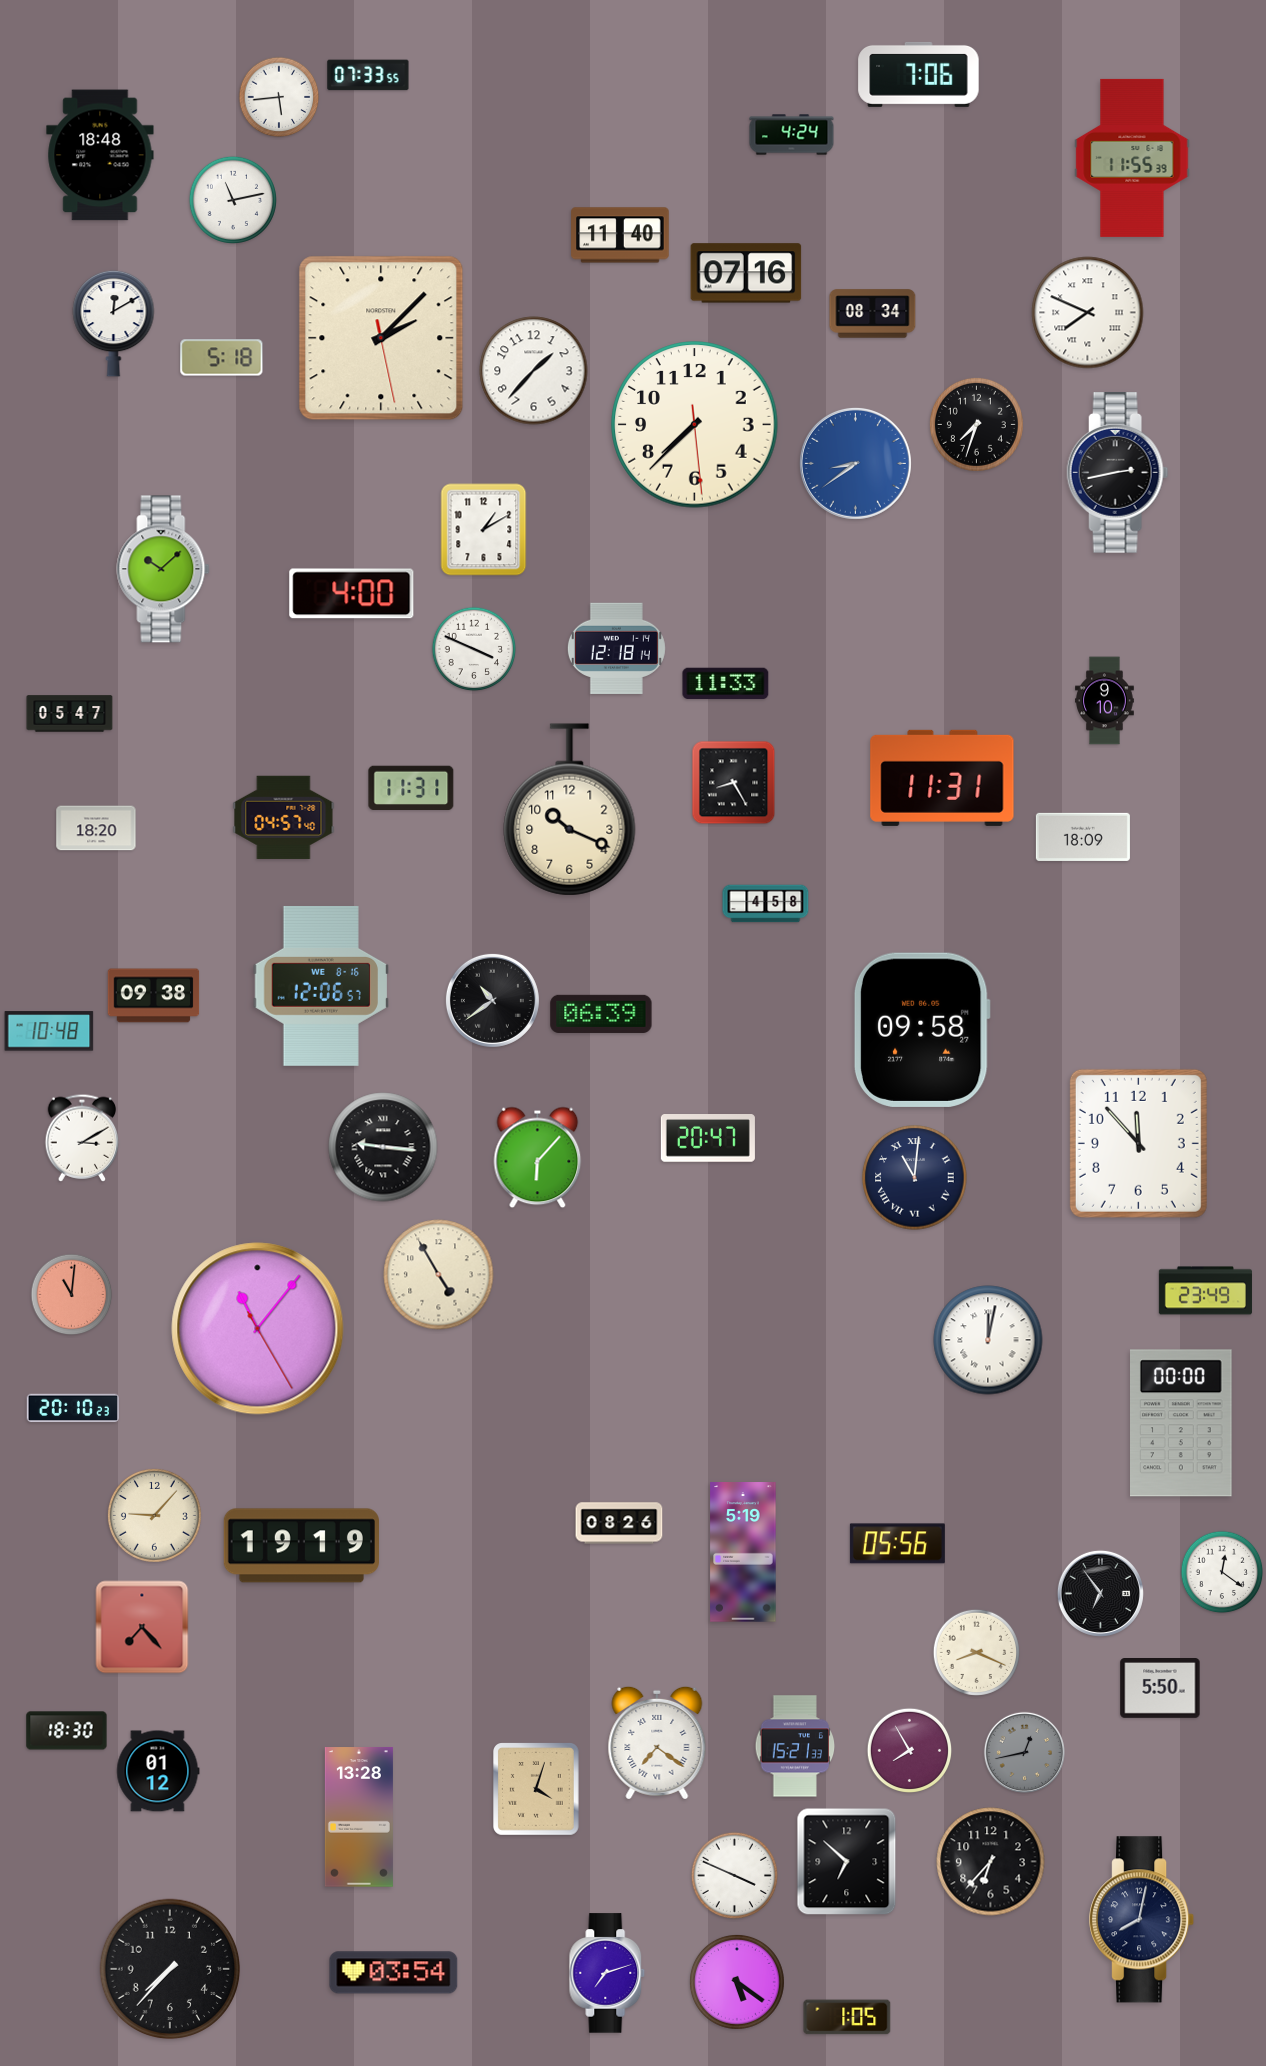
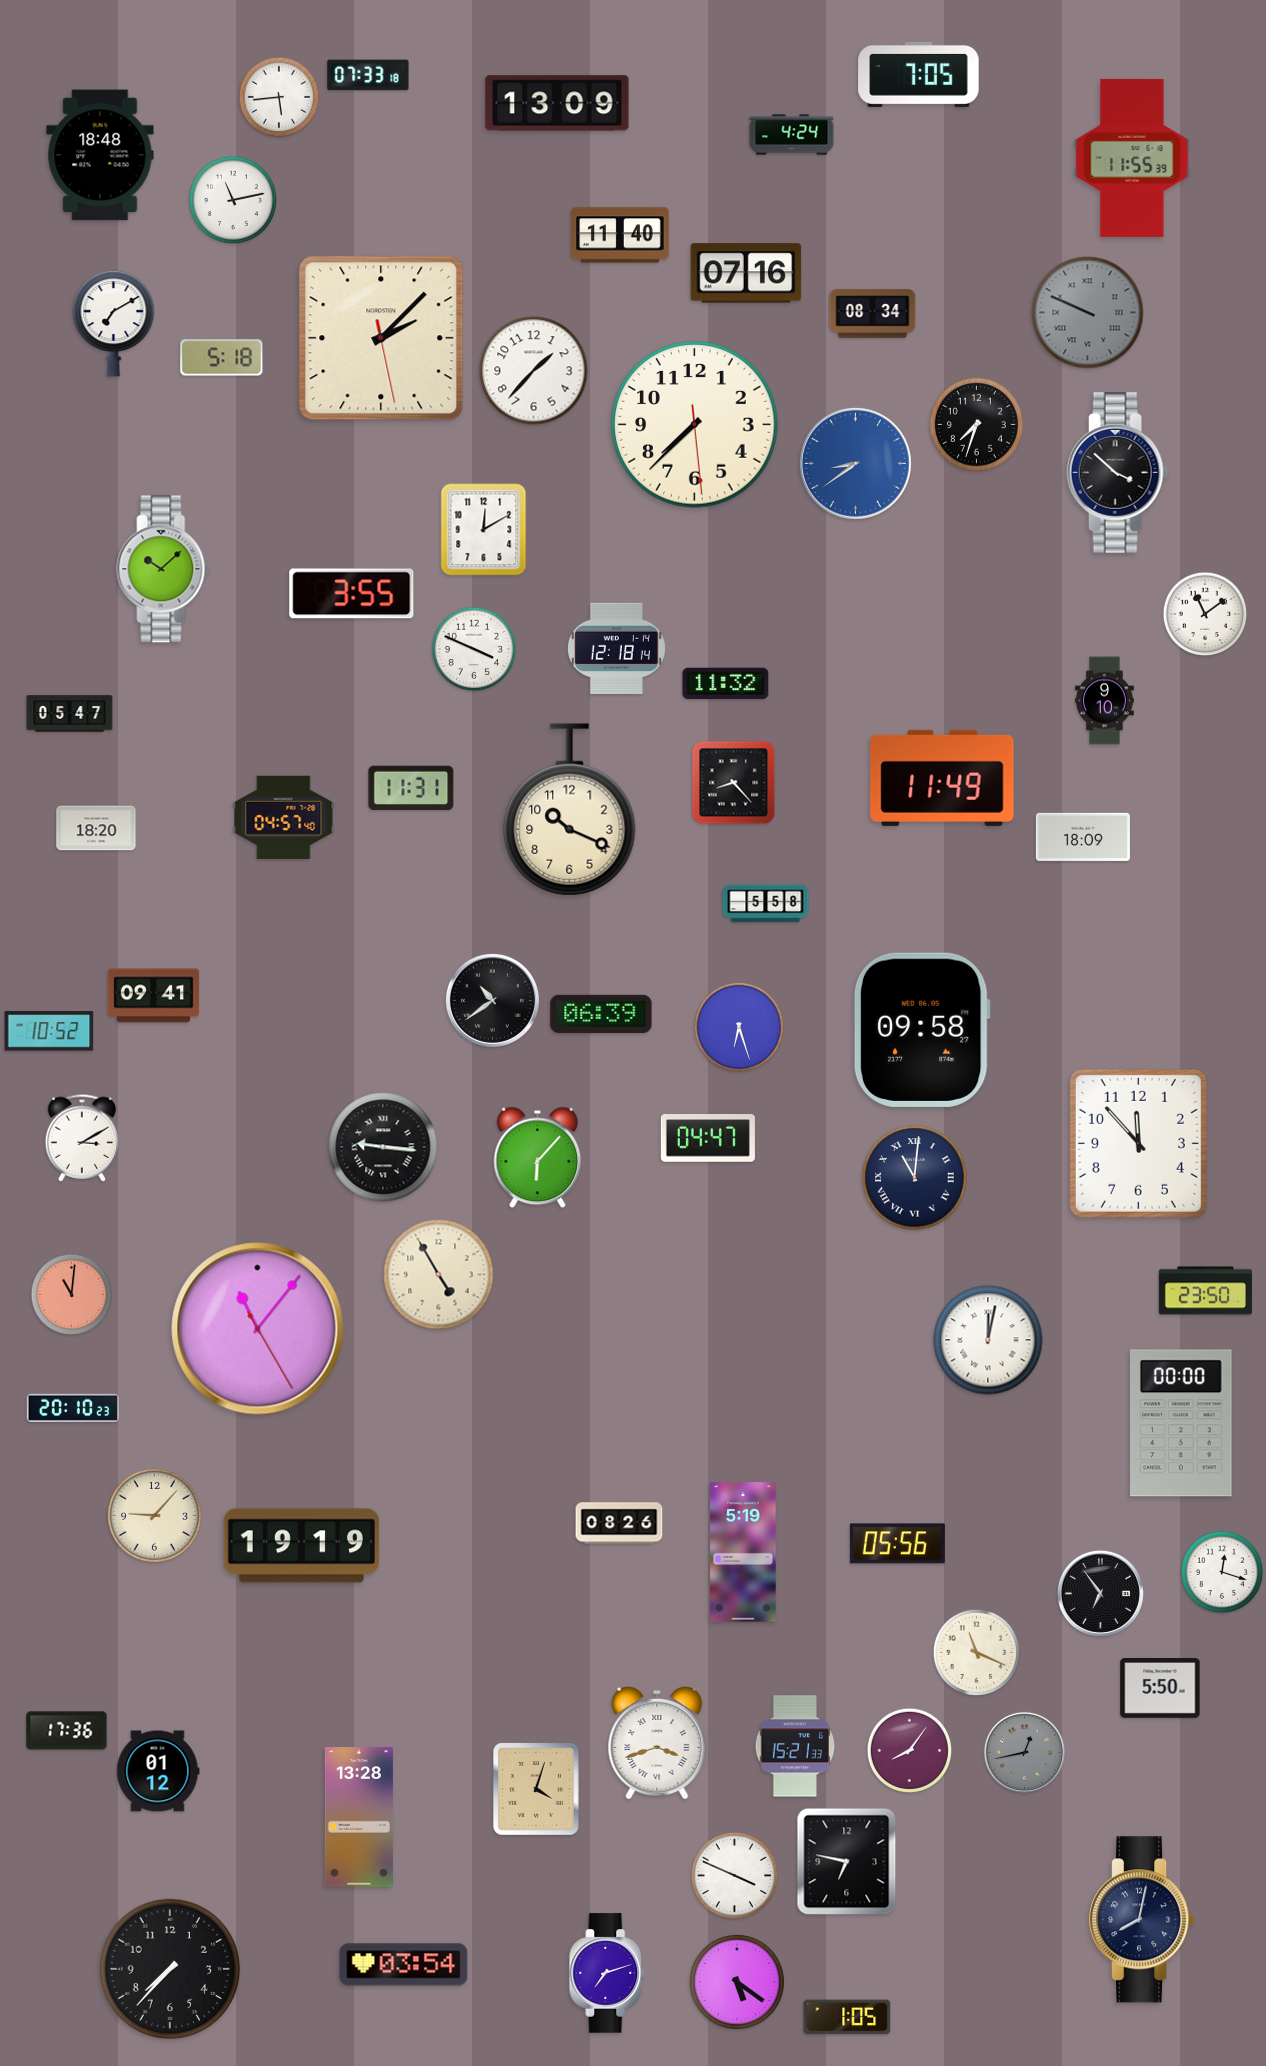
clock at (919, 74): 7:06 -> 7:05
clock at (368, 75): 07:33:55 -> 07:33:18
clock at (557, 103): none -> 13:09
clock at (1088, 313): 7:49 -> 9:49
clock at (1088, 313) dial: white -> grey
clock at (114, 323): 12:10 -> 7:10
clock at (1118, 473): 2:43 -> 3:52
clock at (484, 530): 1:10 -> 12:10
clock at (352, 594): 4:00 -> 3:55
clock at (1205, 614): none -> 11:09
clock at (726, 684): 11:33 -> 11:32
clock at (942, 778): 11:31 -> 11:49
clock at (734, 783): 8:25 -> 8:23
clock at (766, 904): 4:58 -> 5:58
clock at (320, 986): 12:06 -> none
clock at (154, 996): 09:38 -> 09:41
clock at (739, 1027): none -> 6:27
clock at (49, 1031): 10:48 -> 10:52
clock at (708, 1139): 20:47 -> 04:47
clock at (1205, 1291): 23:49 -> 23:50
clock at (1222, 1572): 12:21 -> 12:18
clock at (142, 1627): 7:23 -> none
clock at (976, 1652): 8:19 -> 11:19
clock at (67, 1731): 18:30 -> 17:36
clock at (657, 1743): 7:21 -> 3:42
clock at (910, 1751): 7:55 -> 8:06
clock at (847, 1862): 6:52 -> 6:47
clock at (991, 1862): 6:37 -> none
clock at (394, 1973) position: (394, 1973) -> (404, 1965)
